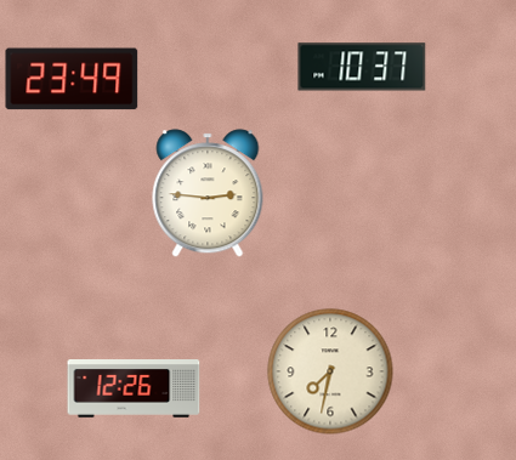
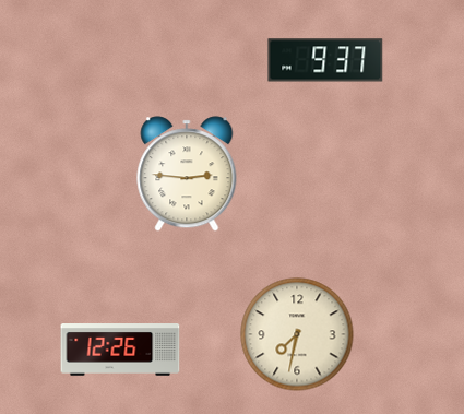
clock at (362, 67): 10:37 -> 9:37
clock at (72, 79): 23:49 -> none
